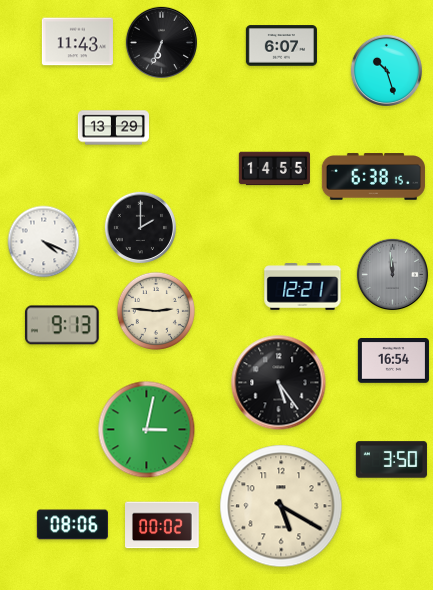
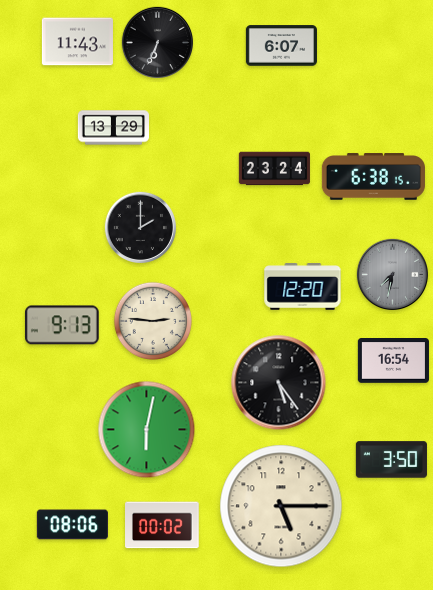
clock at (161, 42) position: (161, 42) -> (157, 42)
clock at (386, 70): 10:27 -> none
clock at (274, 169): 14:55 -> 23:24
clock at (44, 242): 4:19 -> none
clock at (392, 274): 11:59 -> 7:32
clock at (303, 287): 12:21 -> 12:20
clock at (155, 310) position: (155, 310) -> (152, 320)
clock at (147, 430): 3:02 -> 6:02
clock at (281, 506): 5:20 -> 5:15
